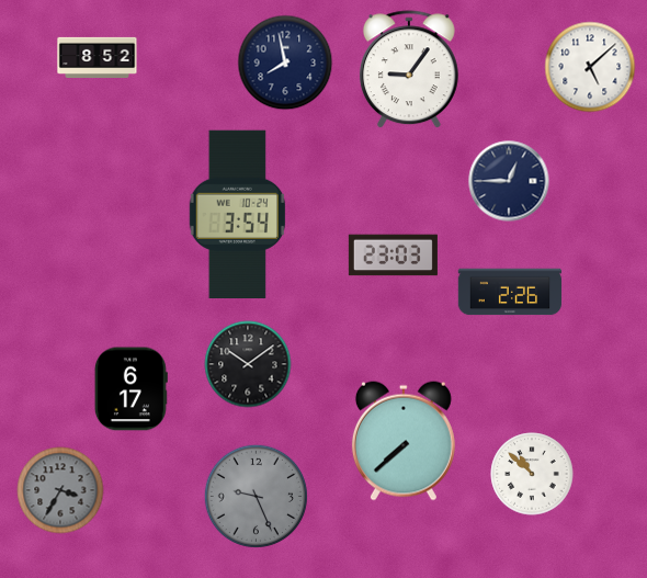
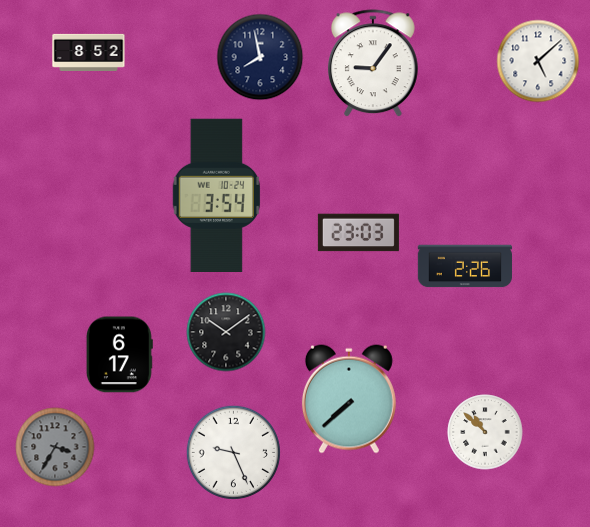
clock at (509, 181): 12:45 -> none
clock at (404, 441) position: (404, 441) -> (349, 399)
clock at (256, 496) dial: grey -> white
